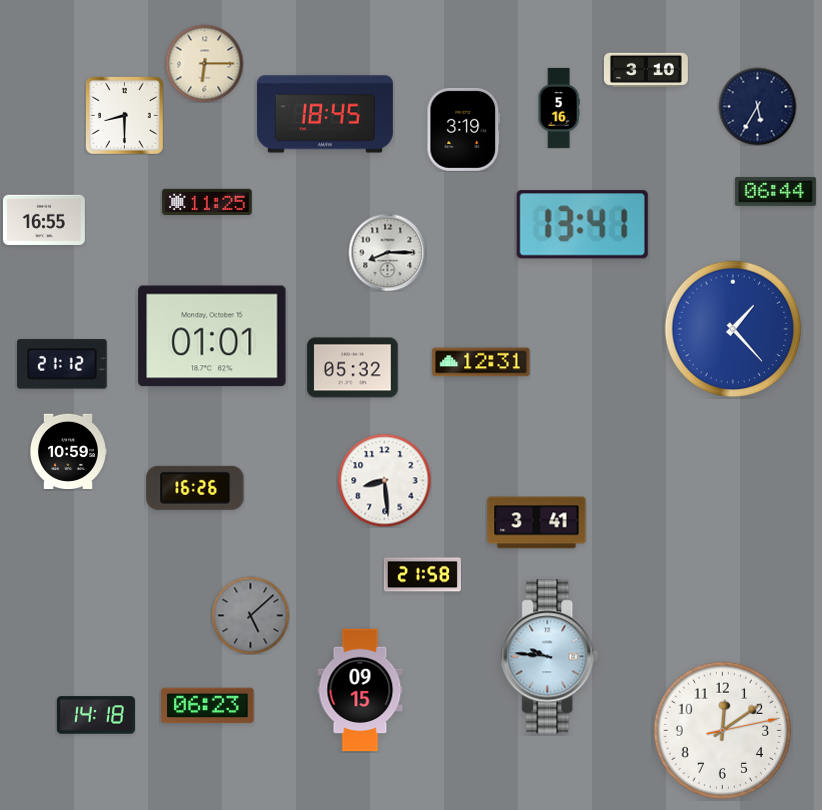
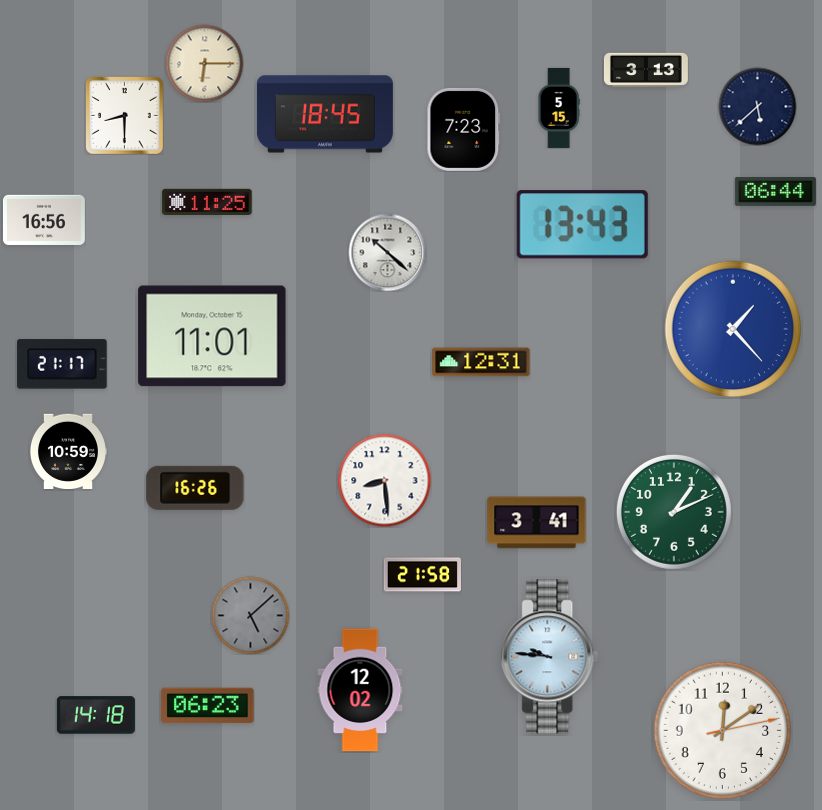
clock at (646, 70): 3:10 -> 3:13
clock at (757, 106): 5:35 -> 5:38
clock at (559, 108): 5:16 -> 5:15
clock at (464, 129): 3:19 -> 7:23
clock at (44, 220): 16:55 -> 16:56
clock at (582, 225): 13:41 -> 13:43
clock at (387, 252): 8:15 -> 10:22
clock at (212, 336): 01:01 -> 11:01
clock at (62, 364): 21:12 -> 21:17
clock at (353, 368): 05:32 -> none
clock at (674, 512): none -> 1:11
clock at (360, 690): 09:15 -> 12:02
